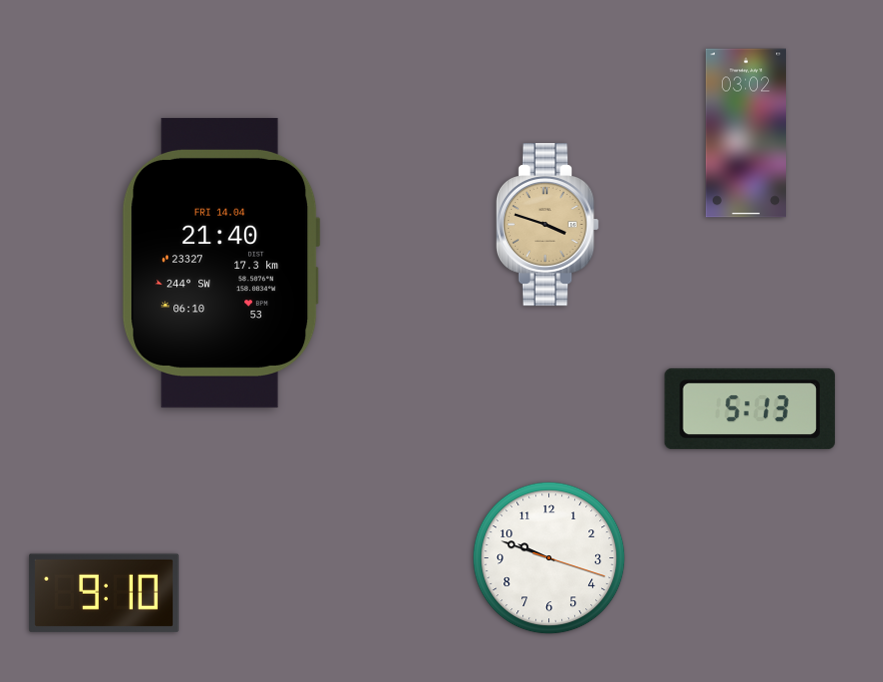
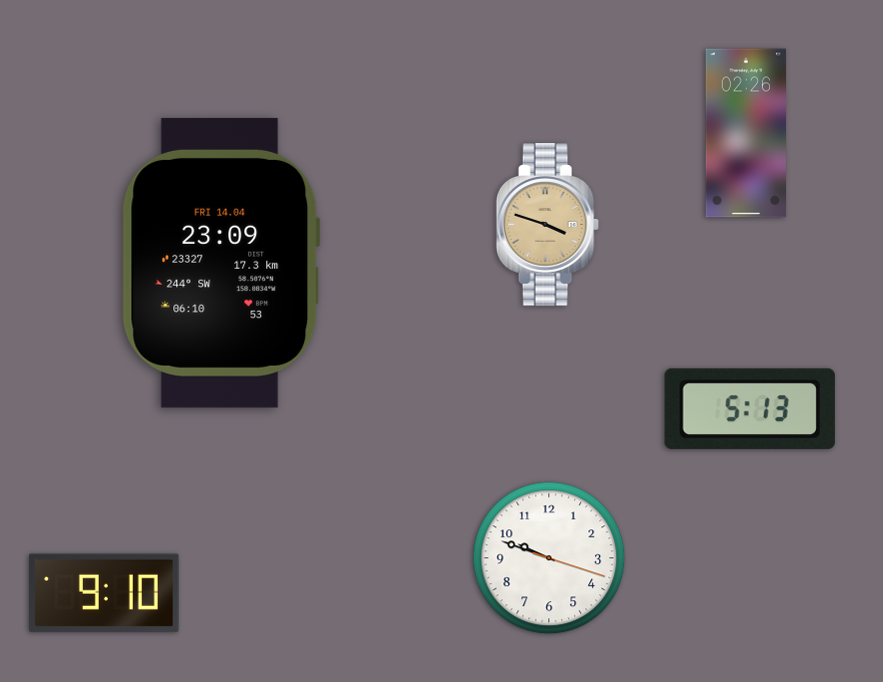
clock at (745, 133): 03:02 -> 02:26
clock at (221, 263): 21:40 -> 23:09
